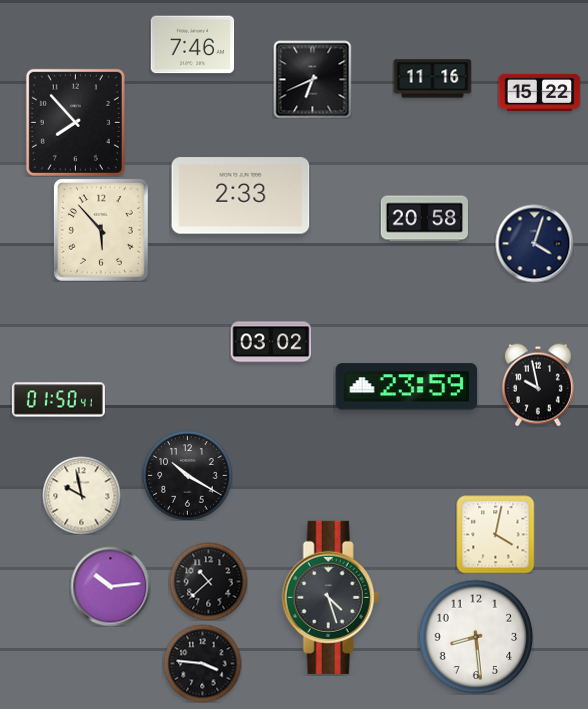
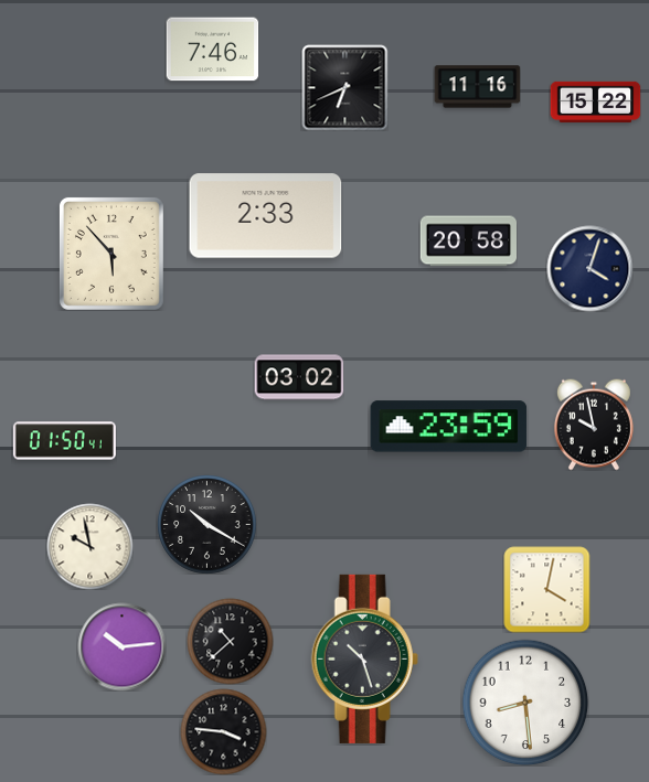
clock at (75, 122): 7:53 -> none
clock at (330, 597): 4:27 -> 10:27
